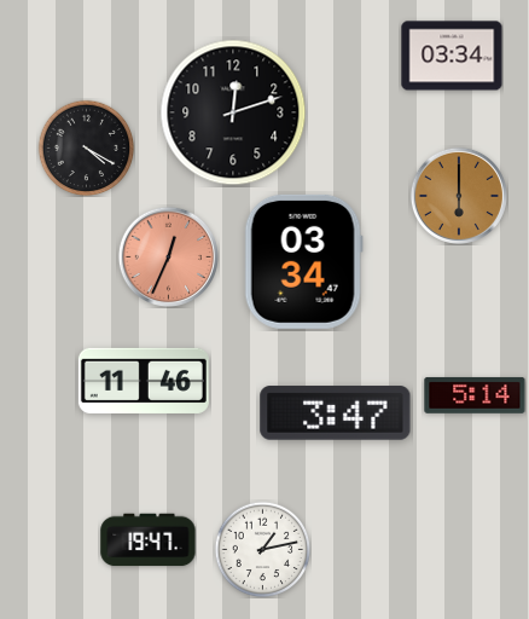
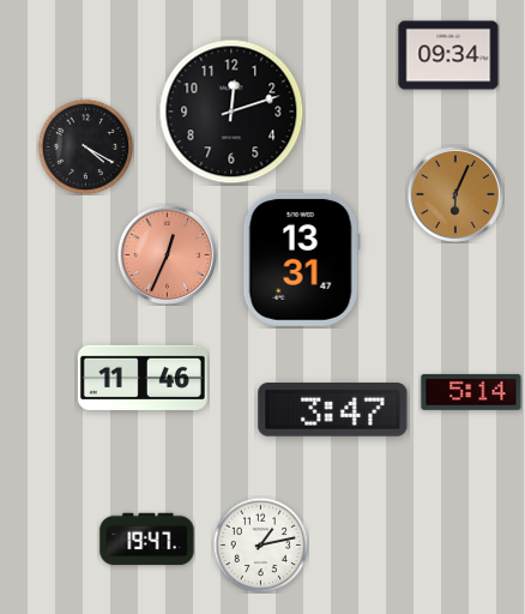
clock at (452, 56): 03:34 -> 09:34
clock at (459, 196): 6:00 -> 6:04
clock at (303, 261): 03:34 -> 13:31
clock at (149, 540) position: (149, 540) -> (147, 540)
